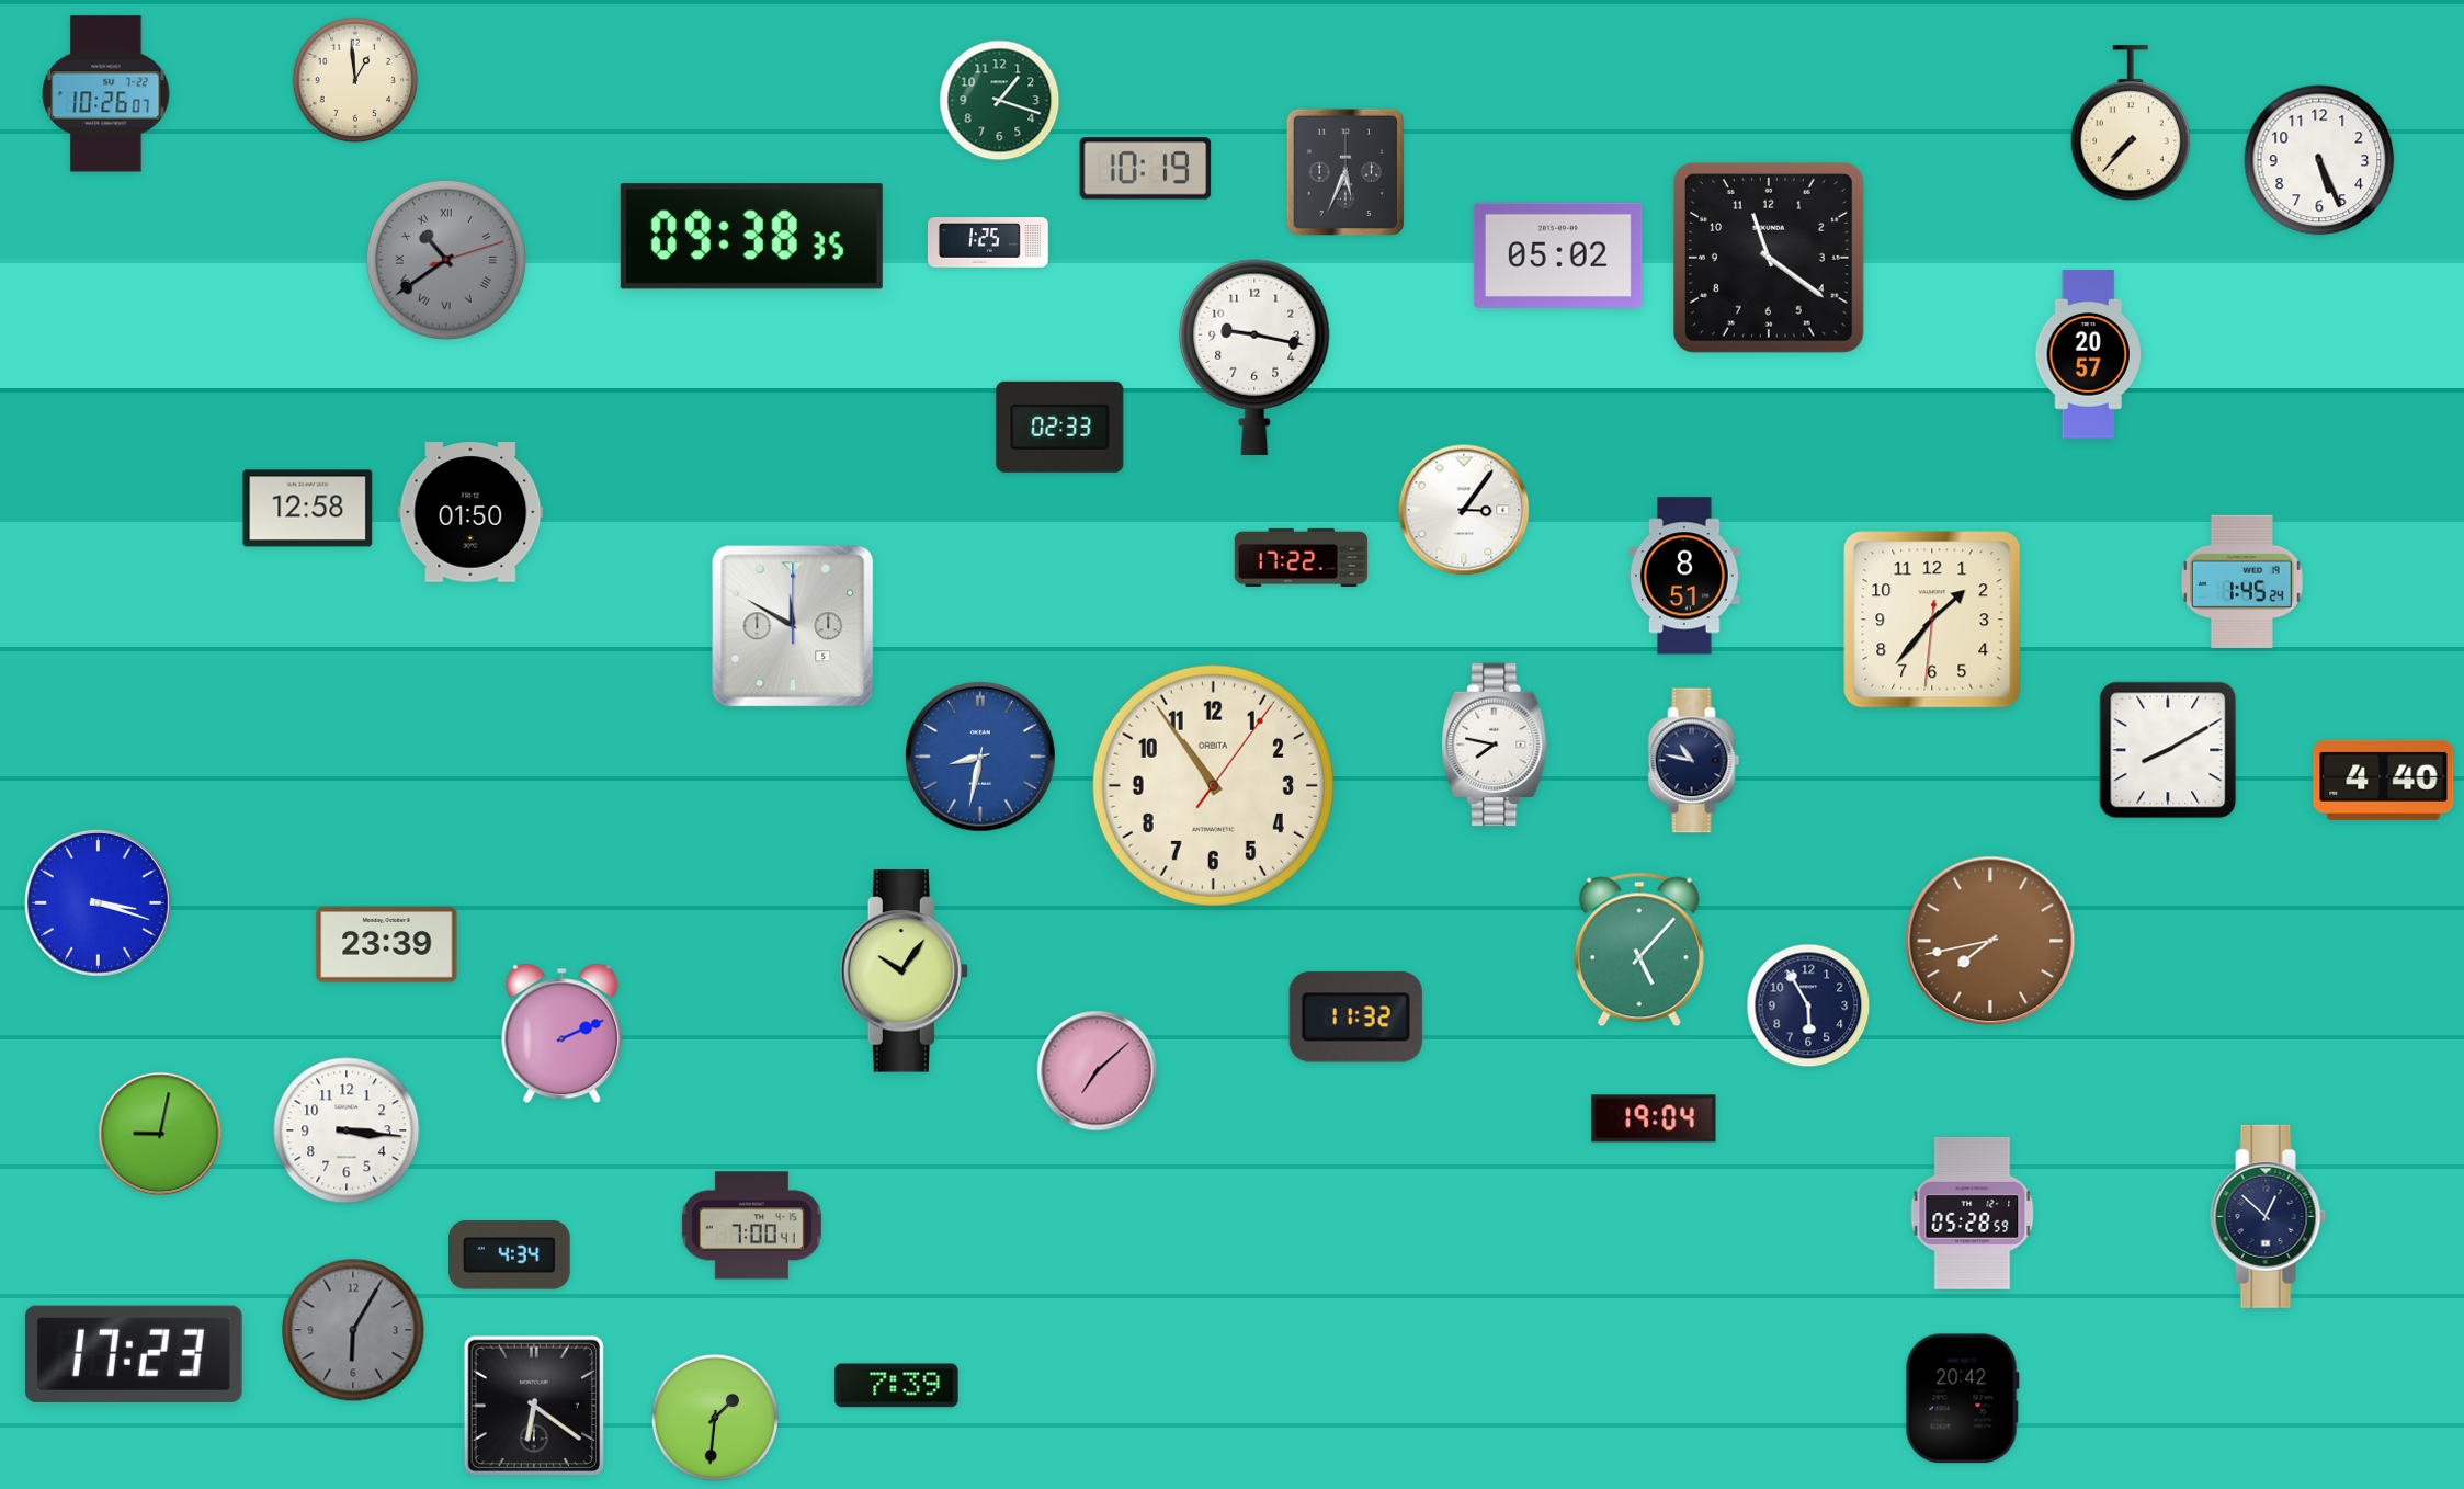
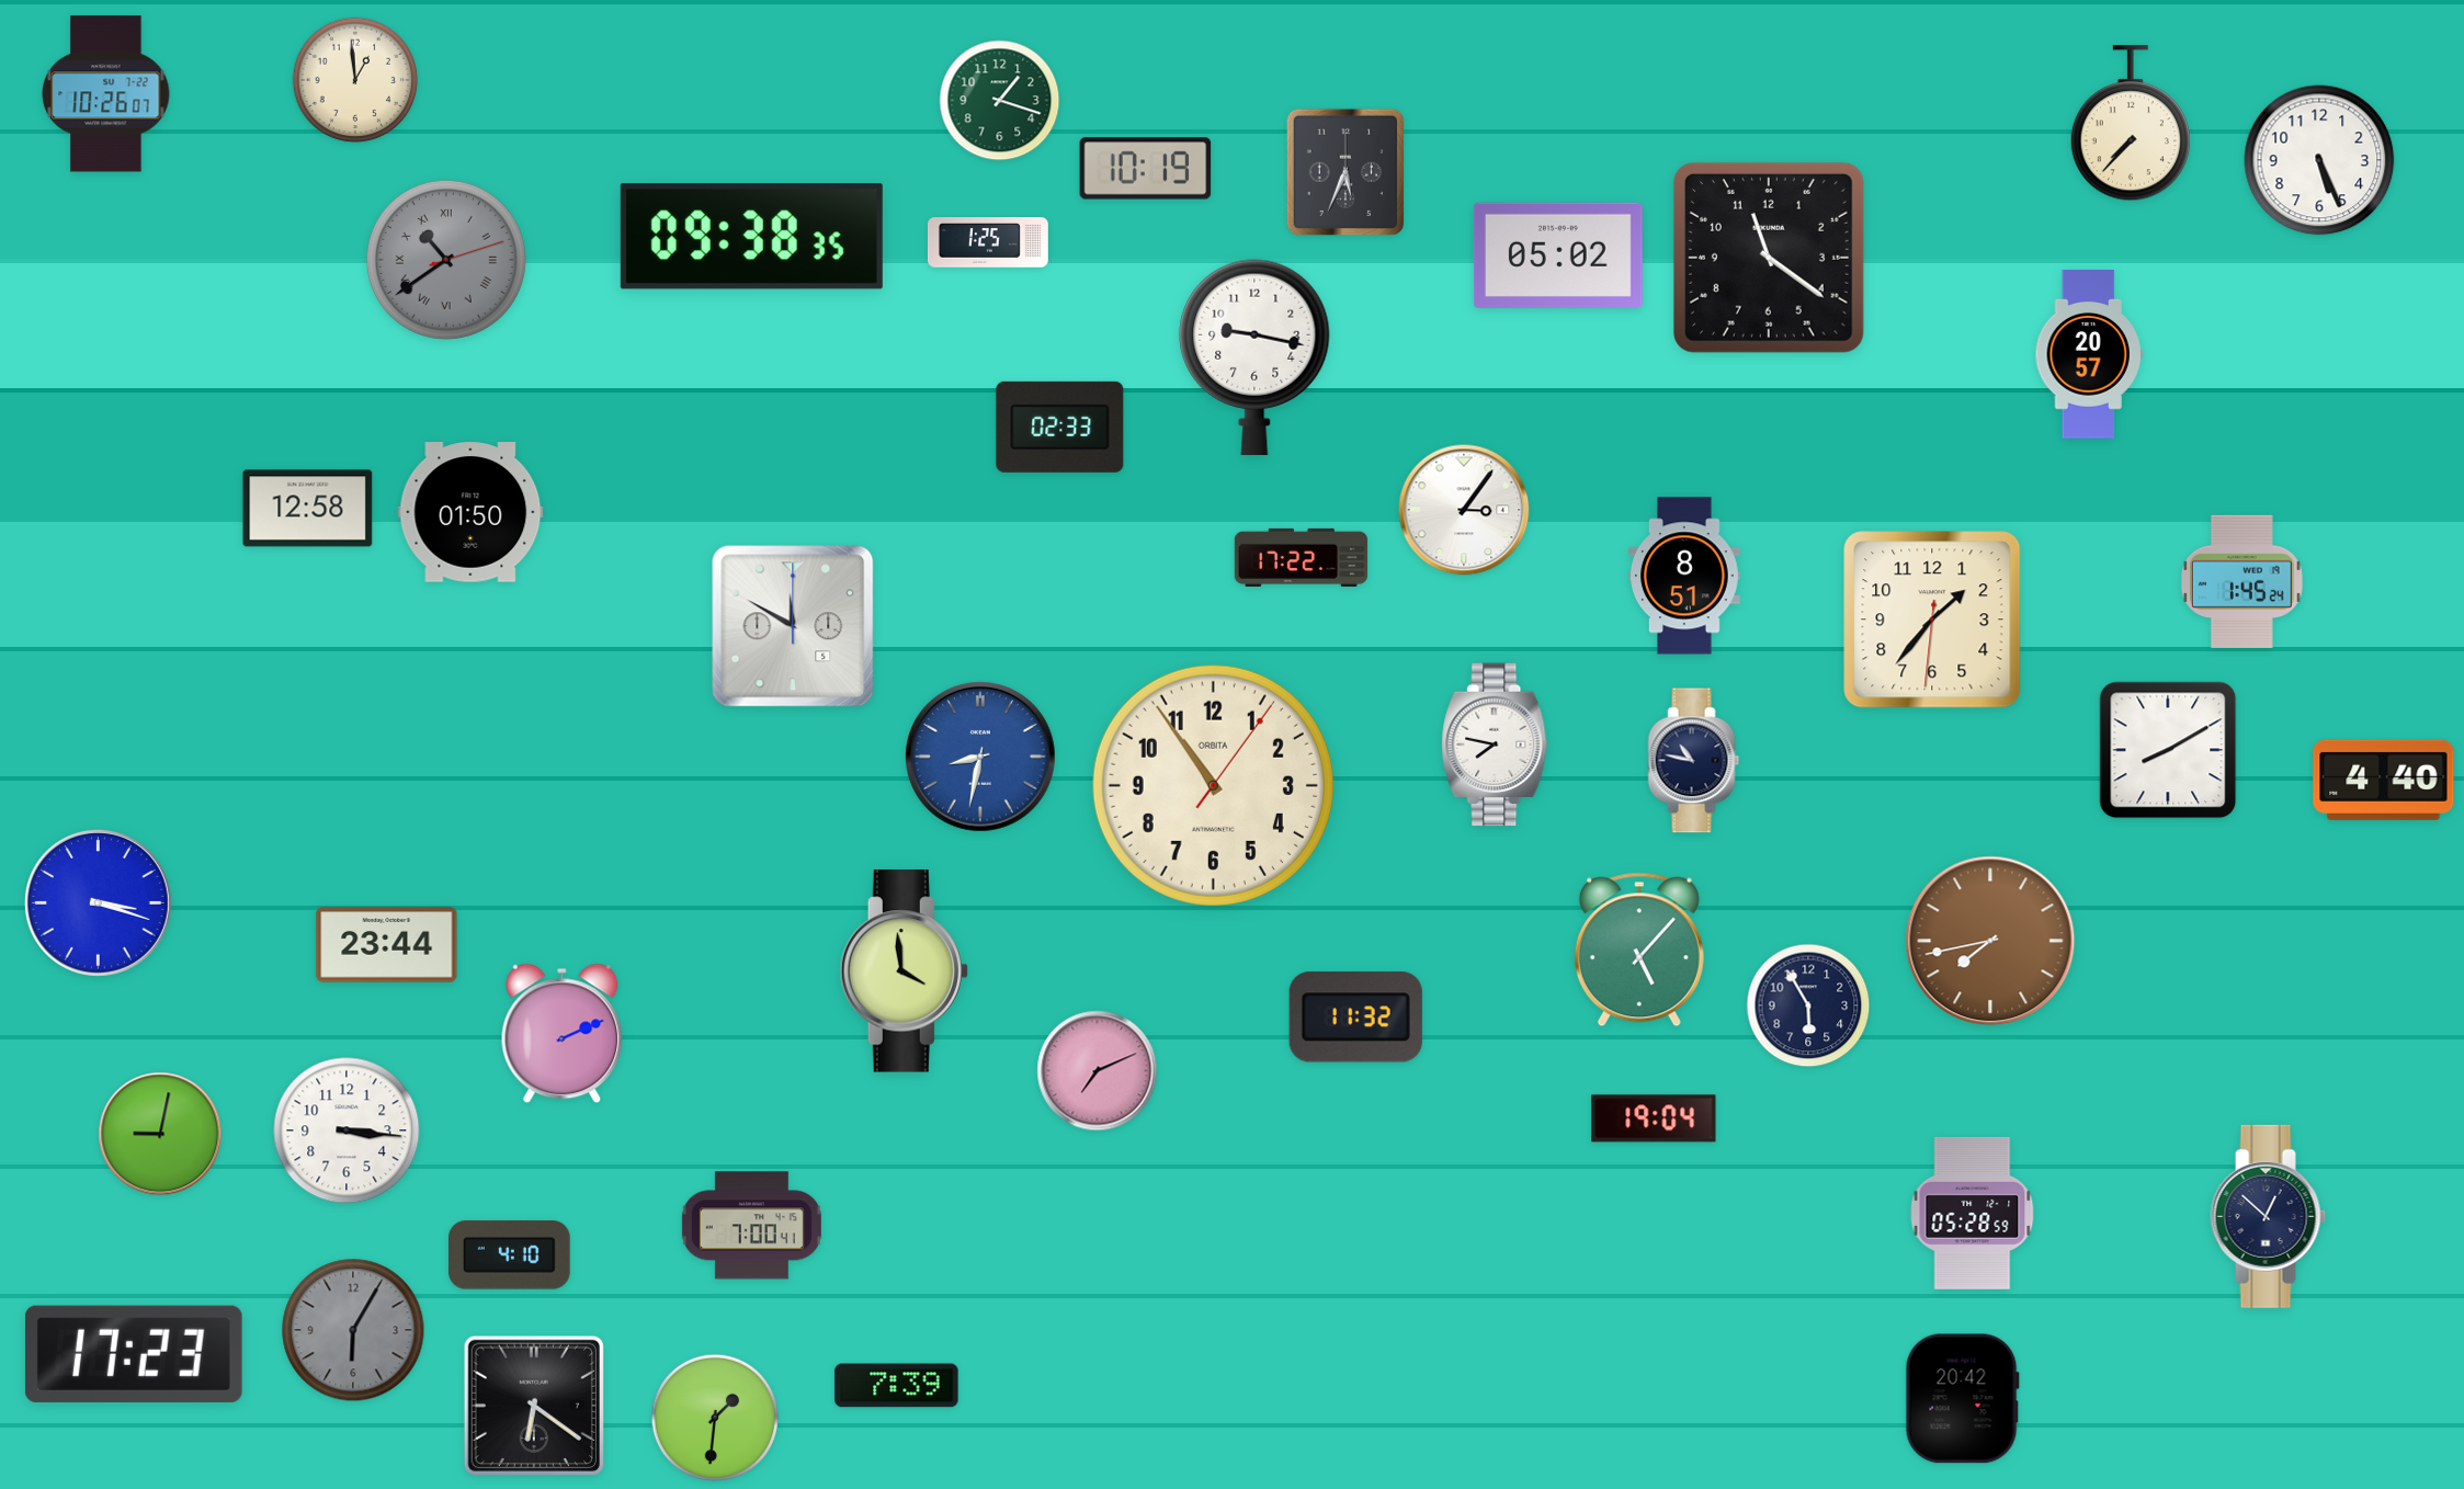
clock at (387, 945): 23:39 -> 23:44
clock at (904, 971): 10:06 -> 3:59
clock at (1098, 1071): 7:08 -> 7:11
clock at (510, 1255): 4:34 -> 4:10
